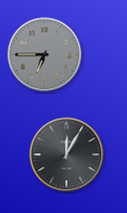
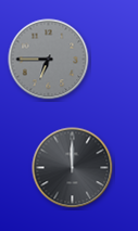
clock at (67, 155): 12:05 -> 12:00
